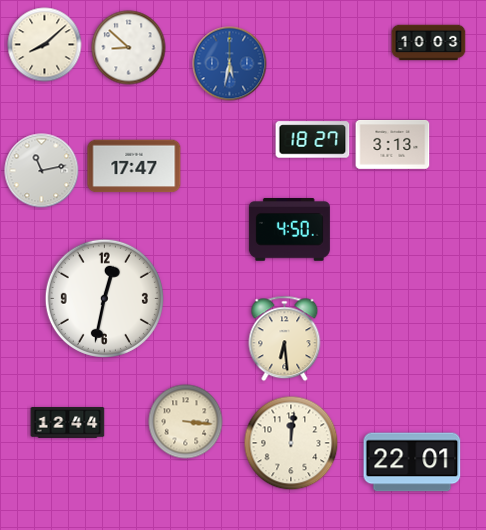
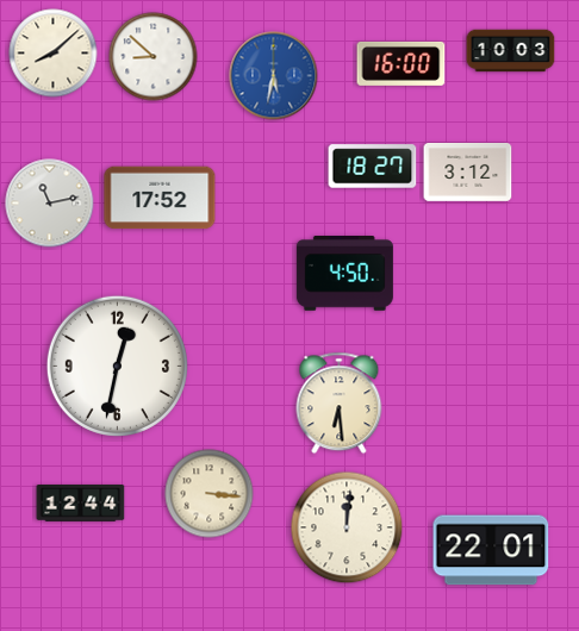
clock at (401, 63): none -> 16:00
clock at (393, 145): 3:13 -> 3:12
clock at (134, 166): 17:47 -> 17:52
clock at (104, 298) position: (104, 298) -> (117, 366)
clock at (186, 422) position: (186, 422) -> (210, 494)
